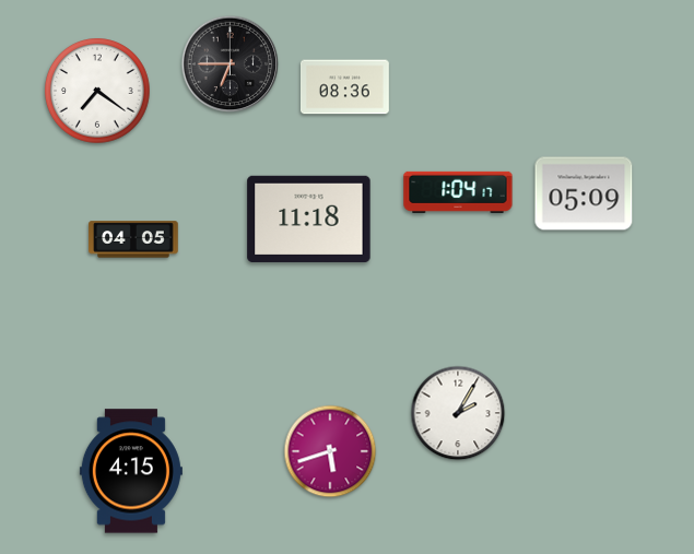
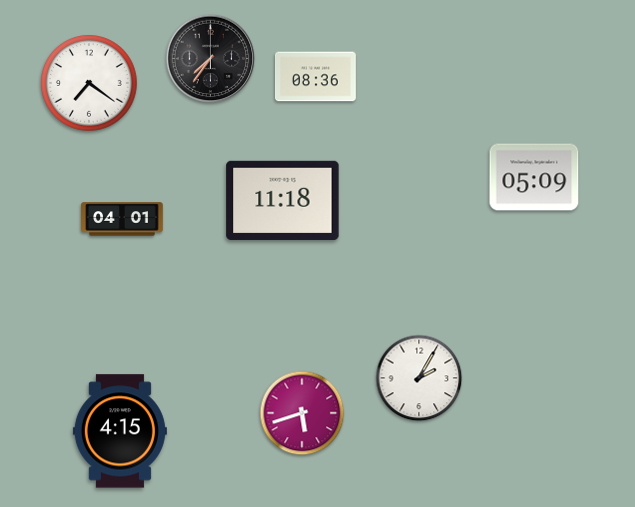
clock at (231, 64): 6:45 -> 7:36
clock at (344, 87) position: (344, 87) -> (315, 77)
clock at (458, 192): 1:04 -> none
clock at (133, 239): 04:05 -> 04:01
